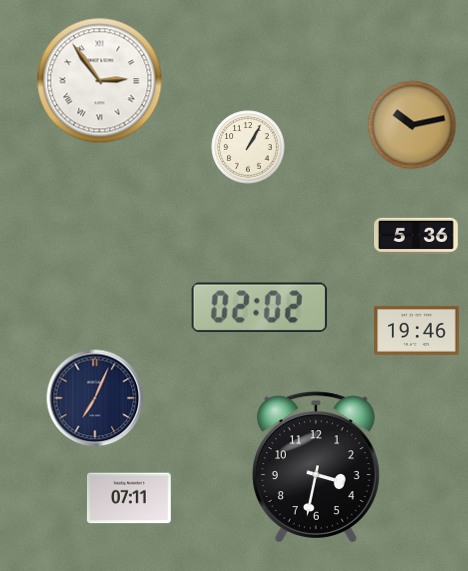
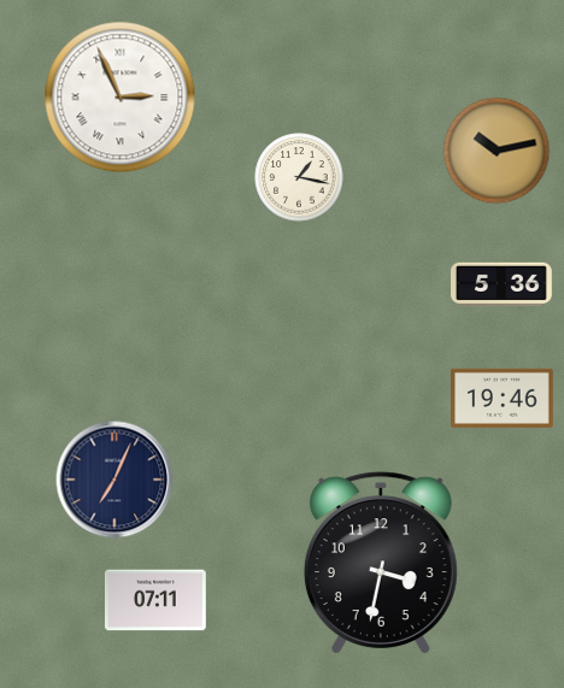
clock at (100, 81): 2:54 -> 2:56
clock at (248, 147): 1:05 -> 1:17
clock at (259, 307): 02:02 -> none
